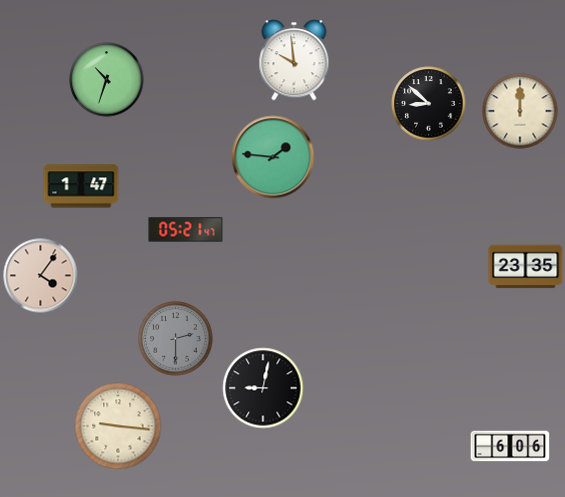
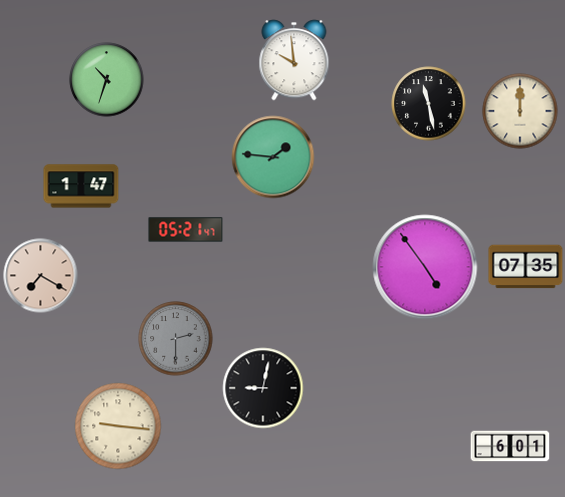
clock at (429, 104): 8:52 -> 11:28
clock at (425, 267): none -> 4:54
clock at (526, 267): 23:35 -> 07:35
clock at (41, 276): 4:06 -> 7:20
clock at (510, 446): 6:06 -> 6:01
